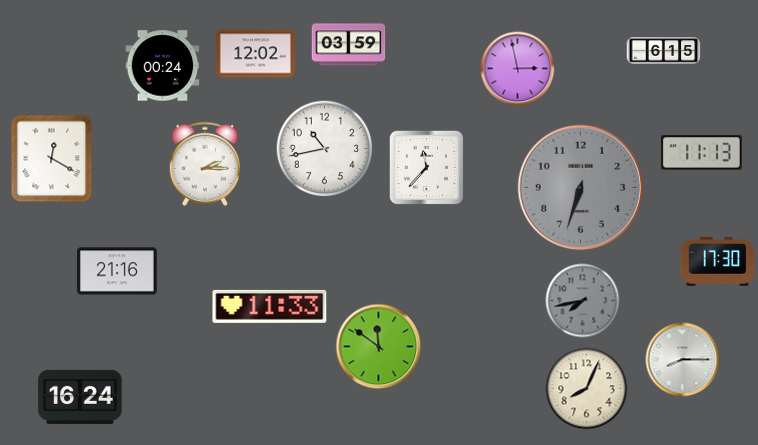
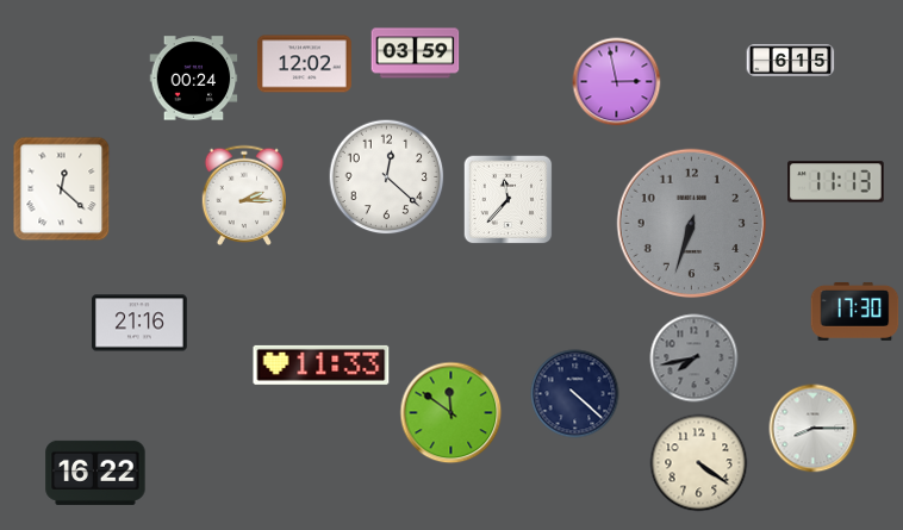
clock at (325, 149): 10:43 -> 12:22
clock at (52, 159): 12:20 -> 12:22
clock at (575, 394): none -> 4:22
clock at (587, 389): 8:04 -> 4:21
clock at (80, 397): 16:24 -> 16:22
